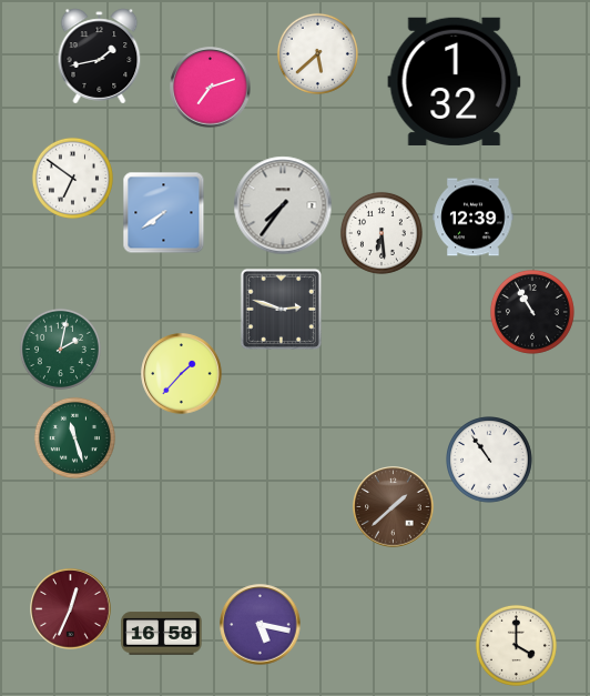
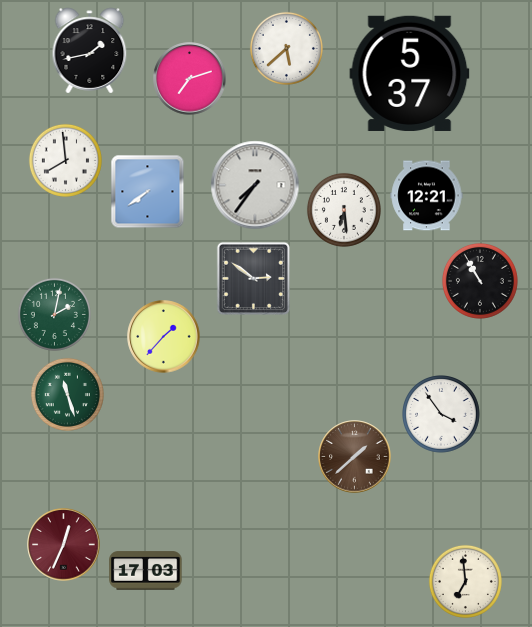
clock at (455, 81): 1:32 -> 5:37
clock at (72, 178): 6:51 -> 7:59
clock at (474, 218): 12:39 -> 12:21
clock at (281, 309): 2:48 -> 2:51
clock at (490, 461): 10:54 -> 3:54
clock at (71, 609) position: (71, 609) -> (64, 545)
clock at (261, 625): 5:17 -> none
clock at (162, 634): 16:58 -> 17:03
clock at (516, 645): 4:00 -> 6:59
